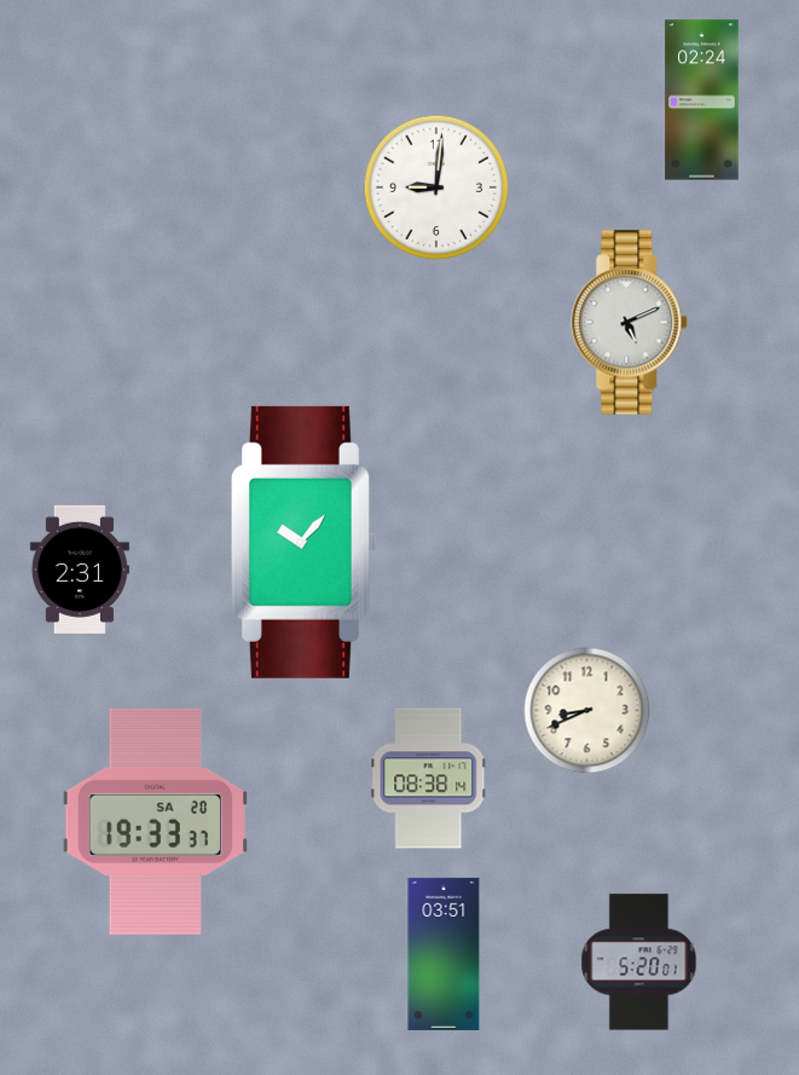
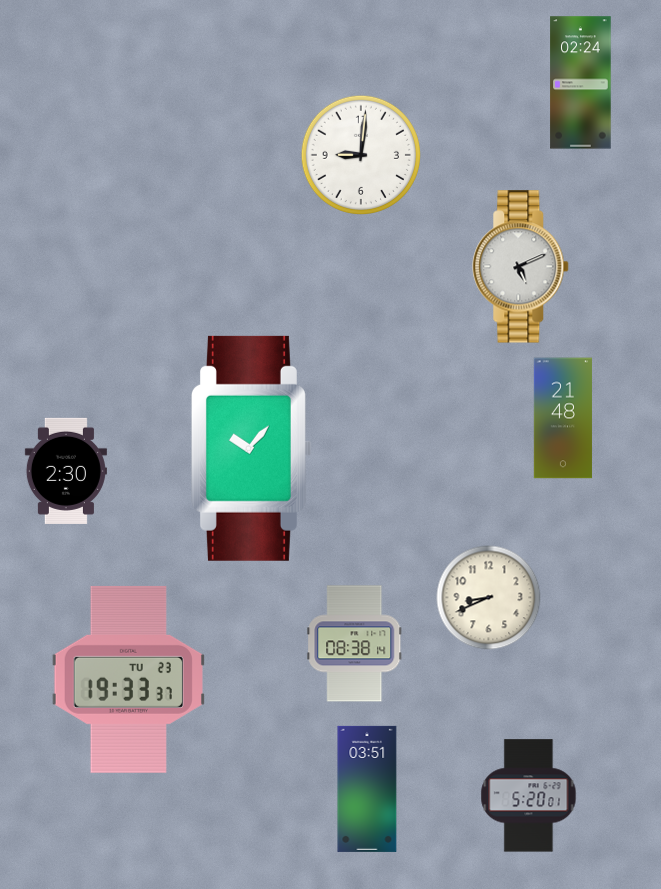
clock at (562, 418): none -> 21:48
clock at (80, 570): 2:31 -> 2:30
clock at (587, 711) position: (587, 711) -> (489, 598)
clock at (155, 821) date: SA 20 -> TU 23
